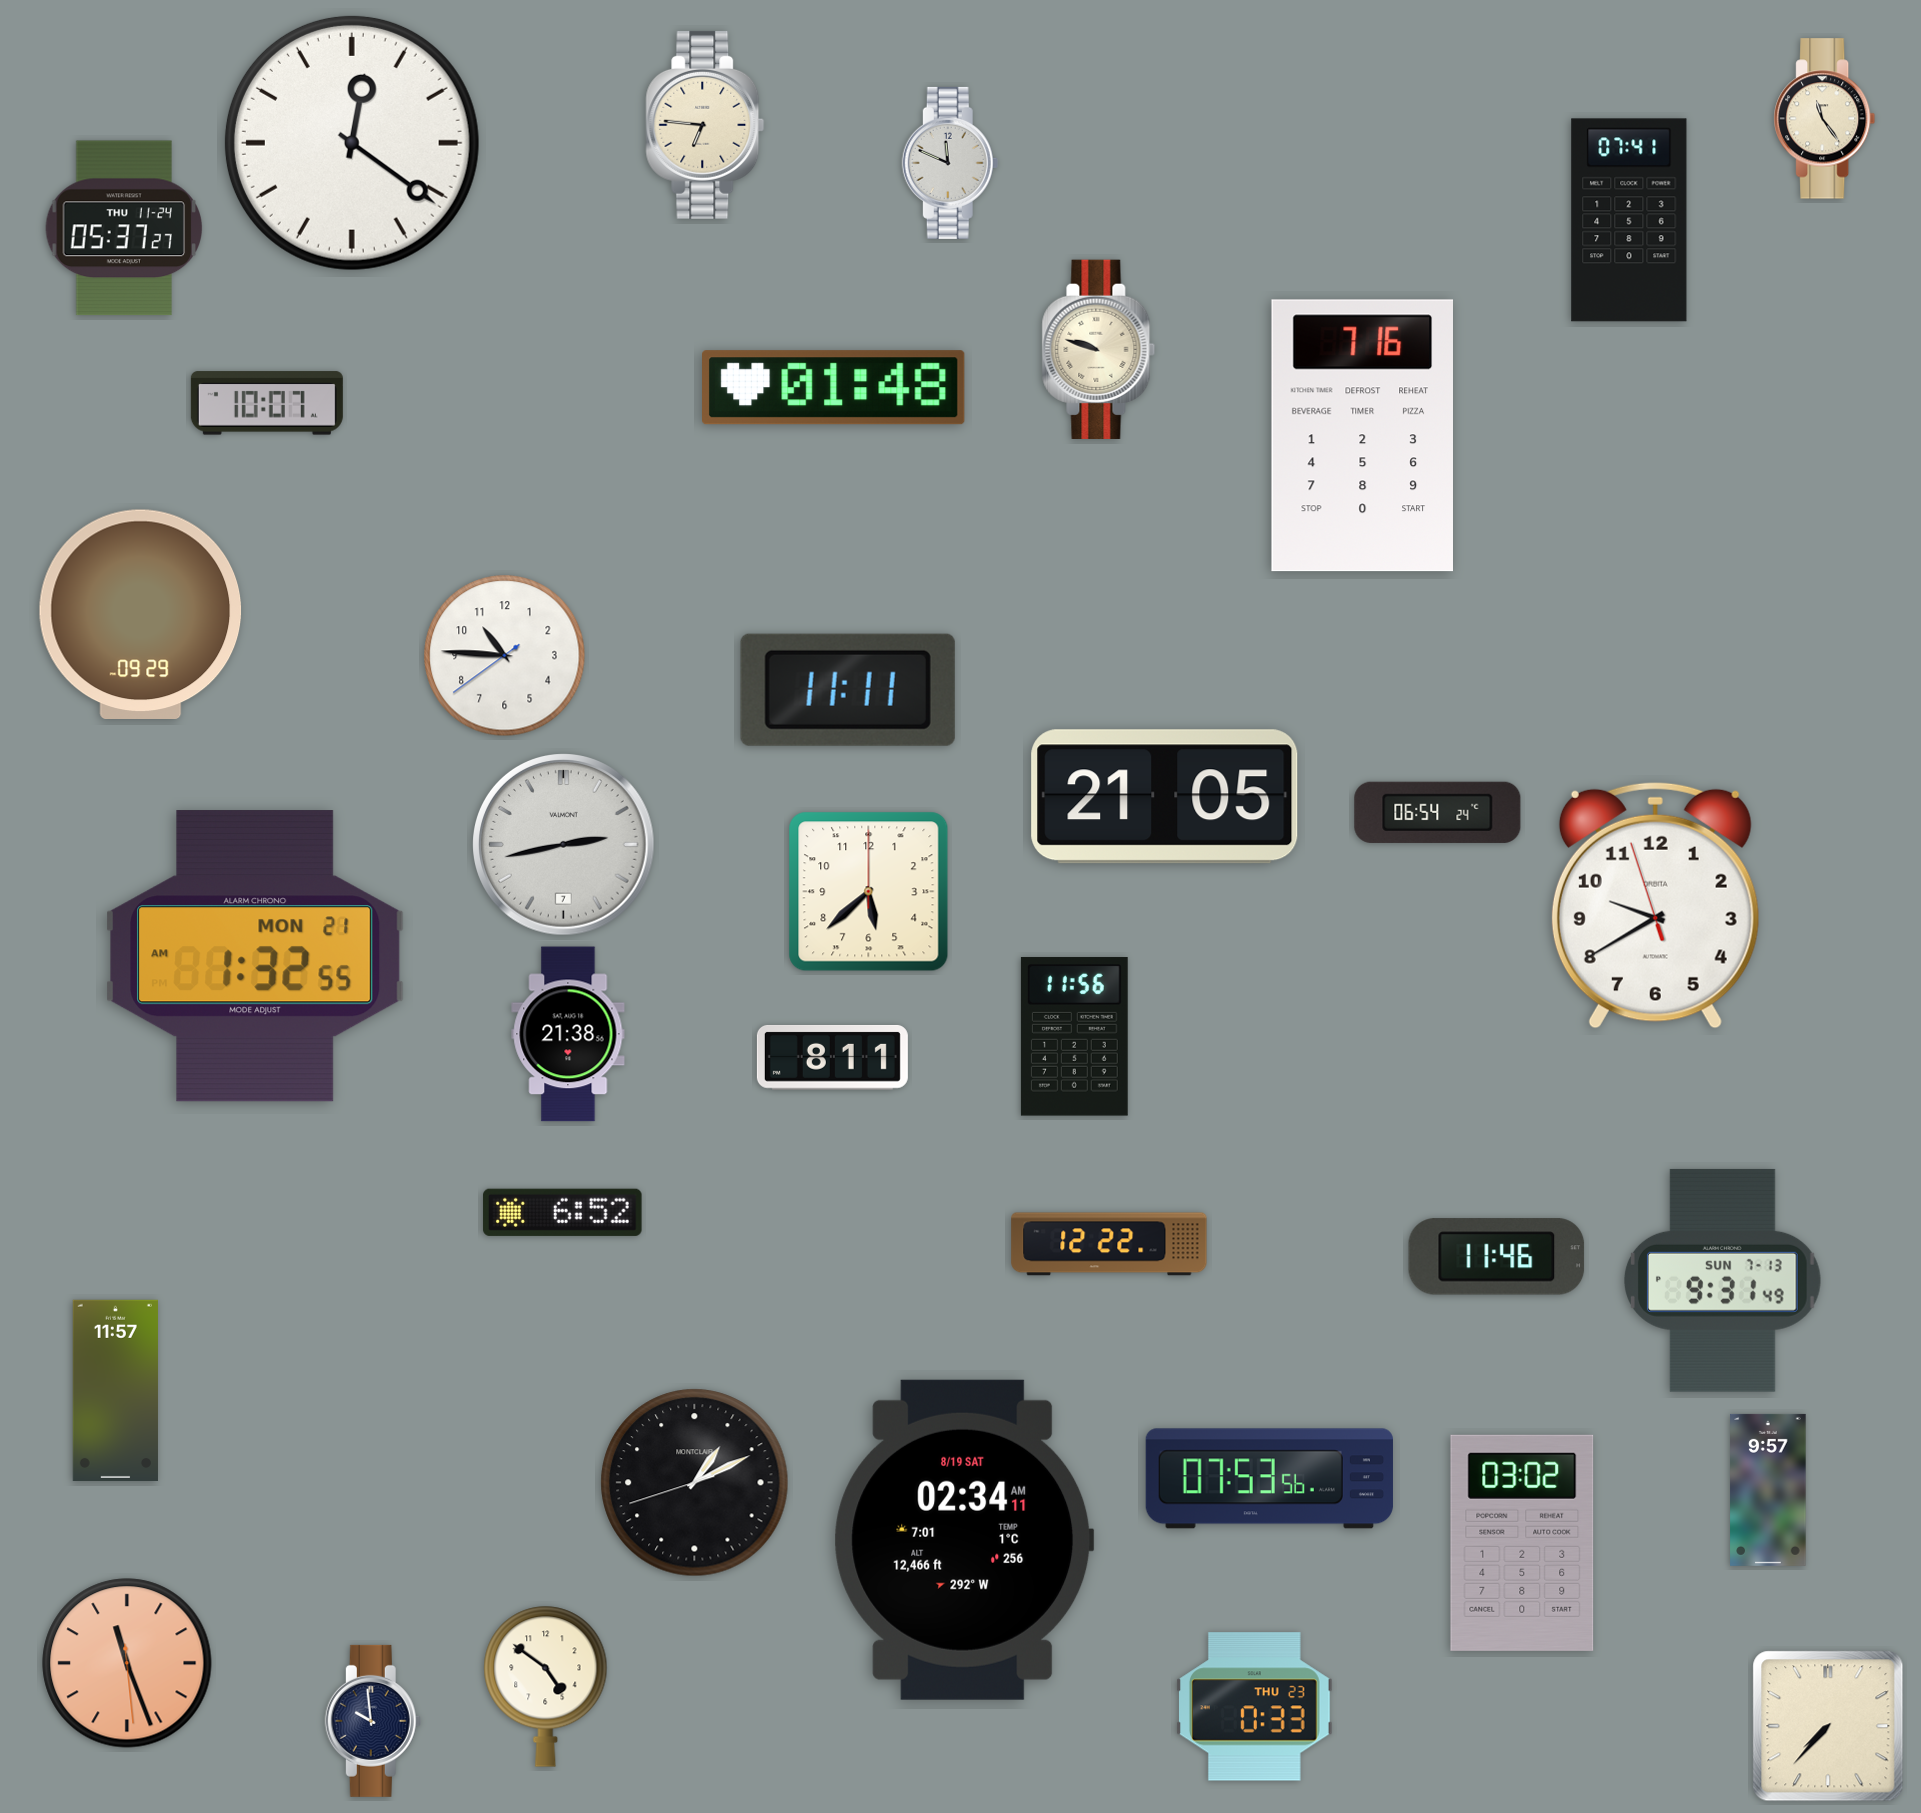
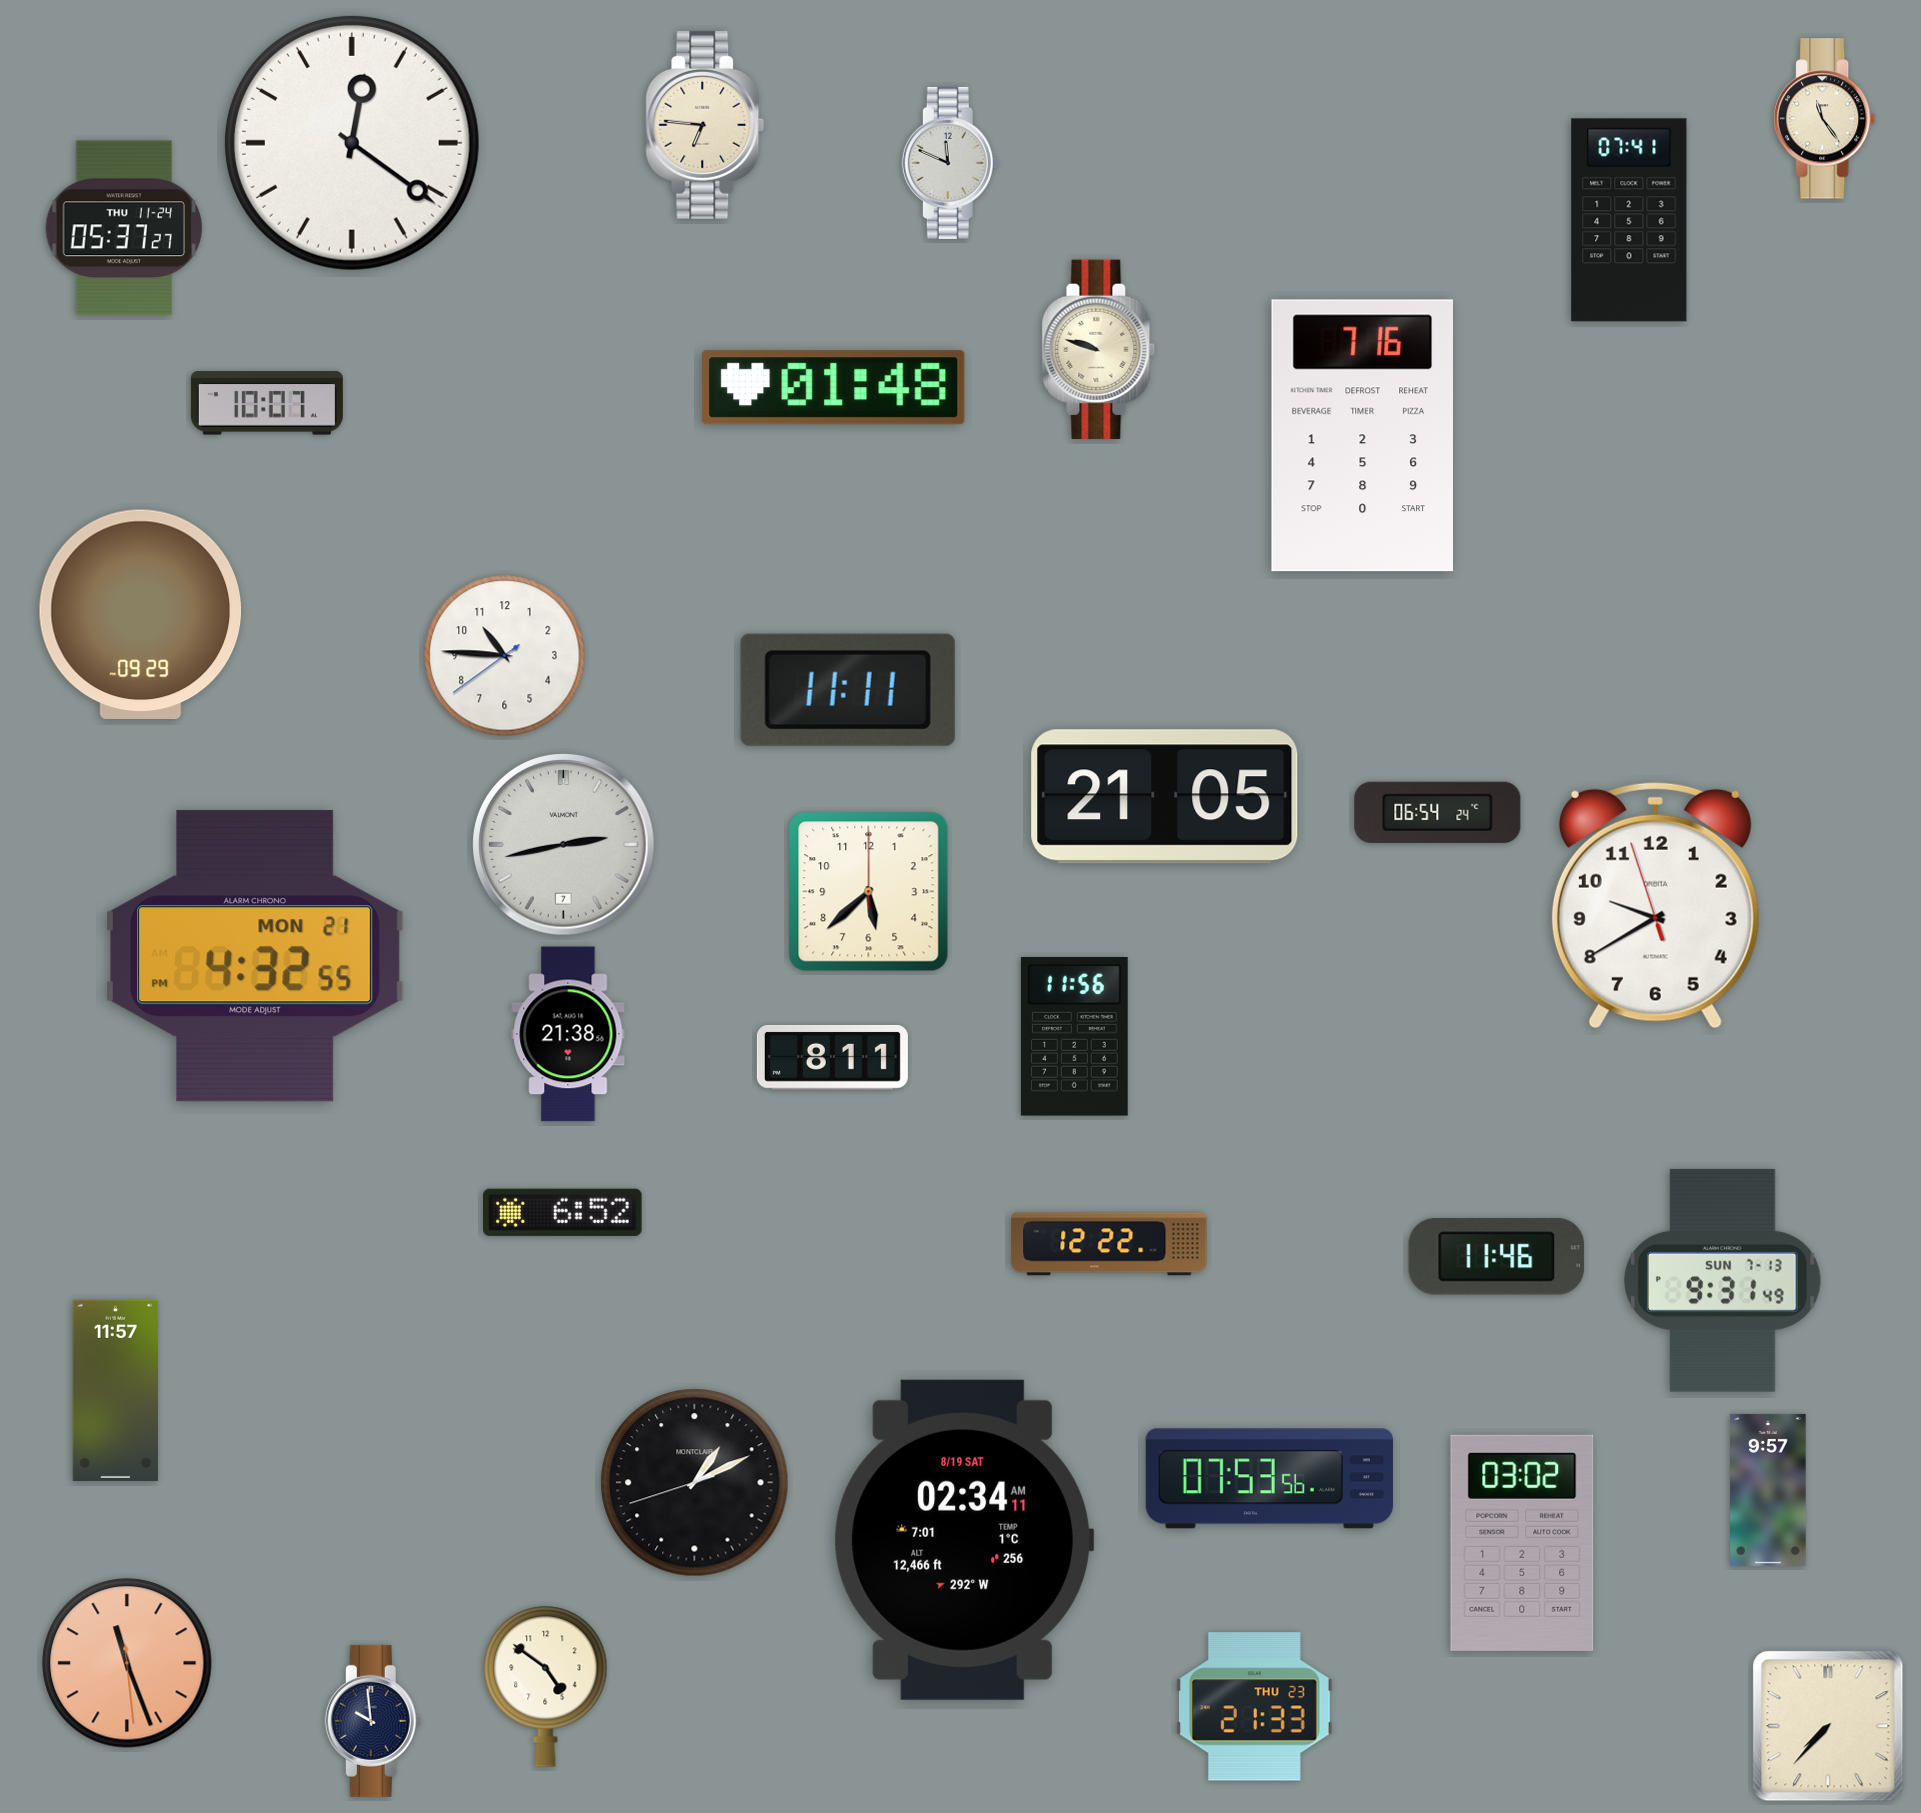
clock at (255, 956): 1:32 -> 4:32
clock at (1255, 1707): 0:33 -> 21:33
